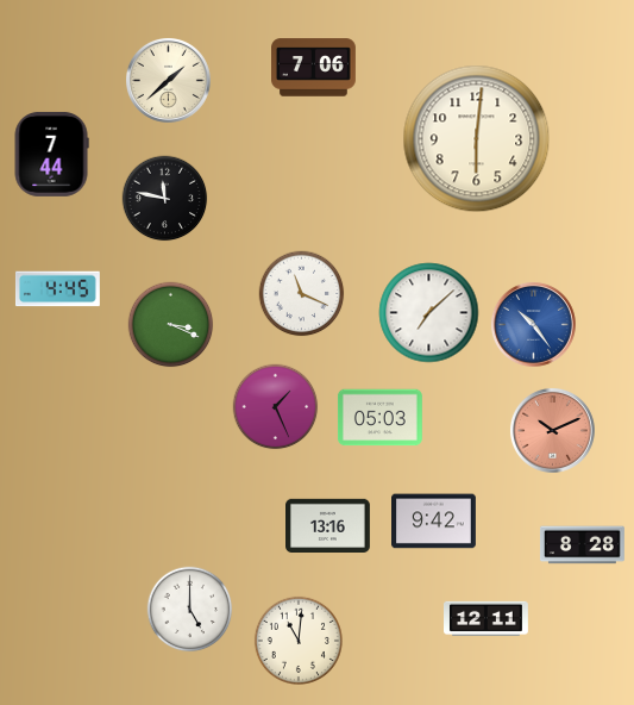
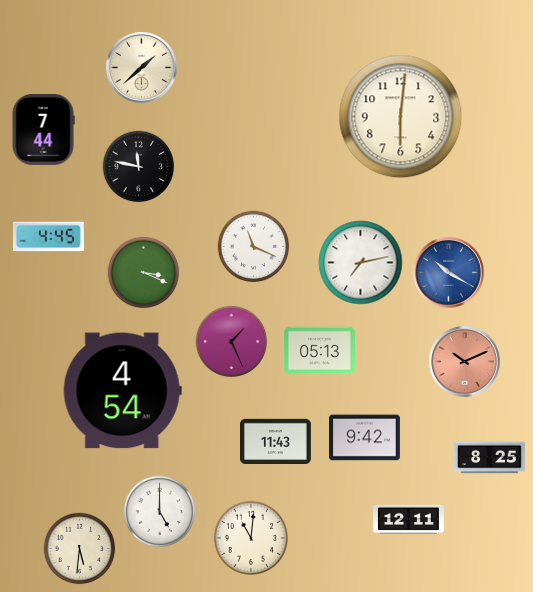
clock at (314, 68): 7:06 -> none
clock at (57, 289) position: (57, 289) -> (48, 237)
clock at (429, 313): 7:08 -> 7:13
clock at (533, 324): 10:24 -> 10:20
clock at (379, 418): 05:03 -> 05:13
clock at (122, 391): none -> 4:54
clock at (328, 525): 13:16 -> 11:43
clock at (582, 545): 8:28 -> 8:25
clock at (80, 549): none -> 5:31
